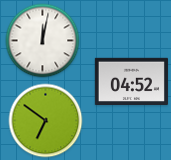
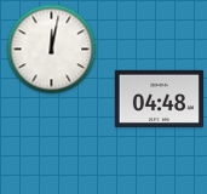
clock at (131, 82): 04:52 -> 04:48
clock at (46, 121): 6:51 -> none
